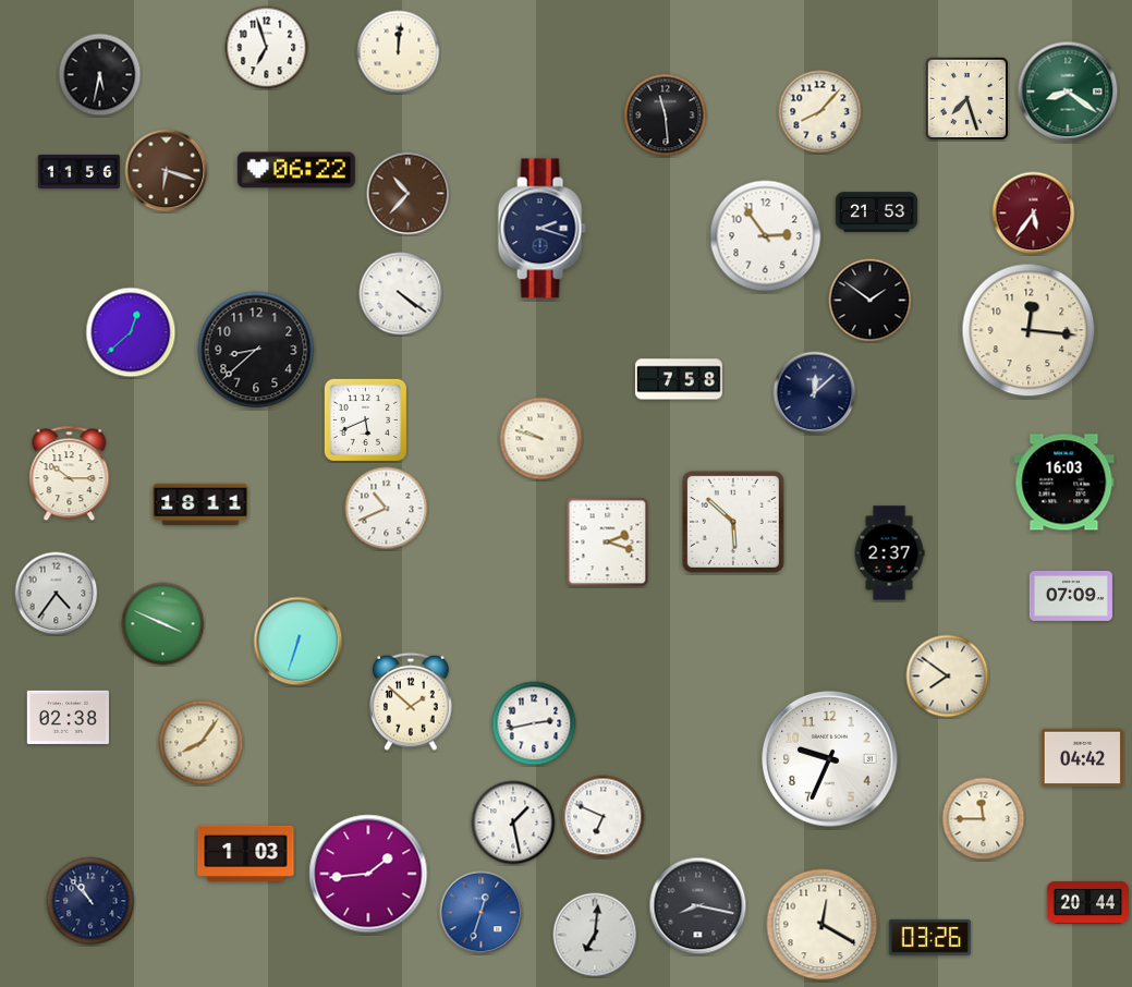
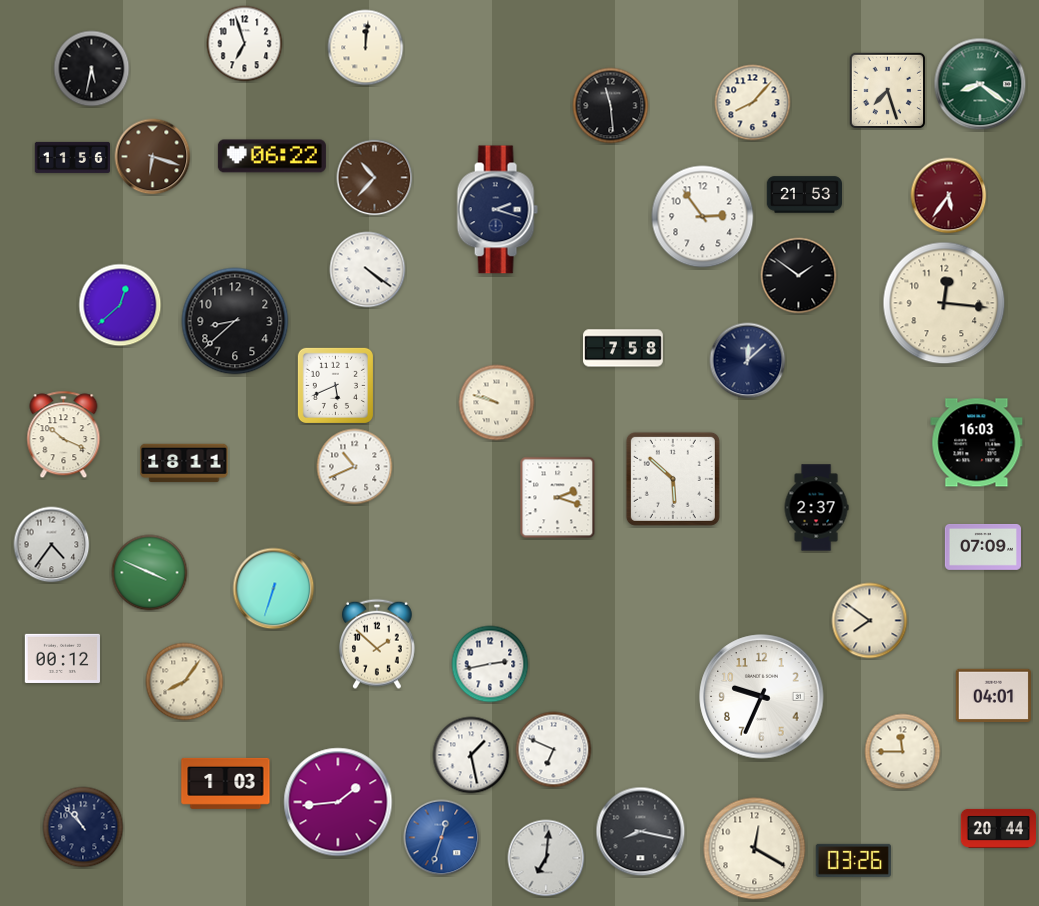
clock at (70, 474): 10:15 -> 10:19
clock at (68, 717): 02:38 -> 00:12
clock at (1082, 758): 04:42 -> 04:01
